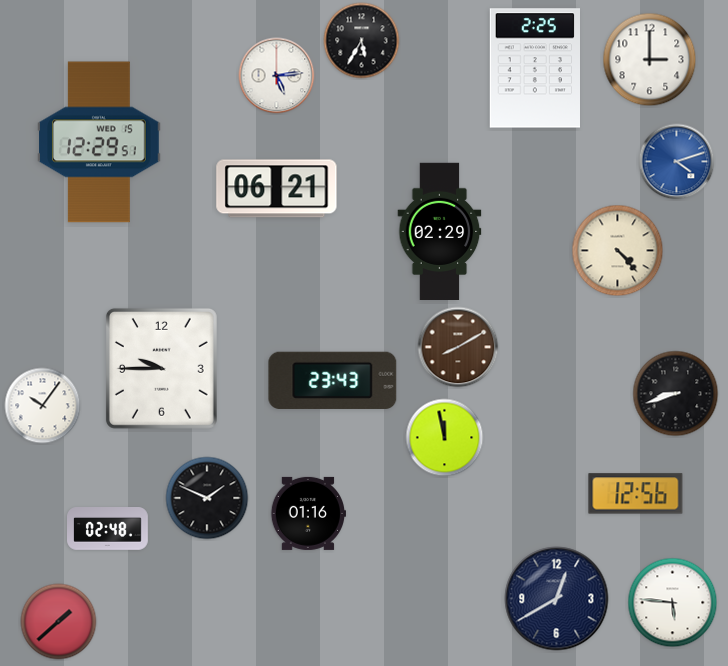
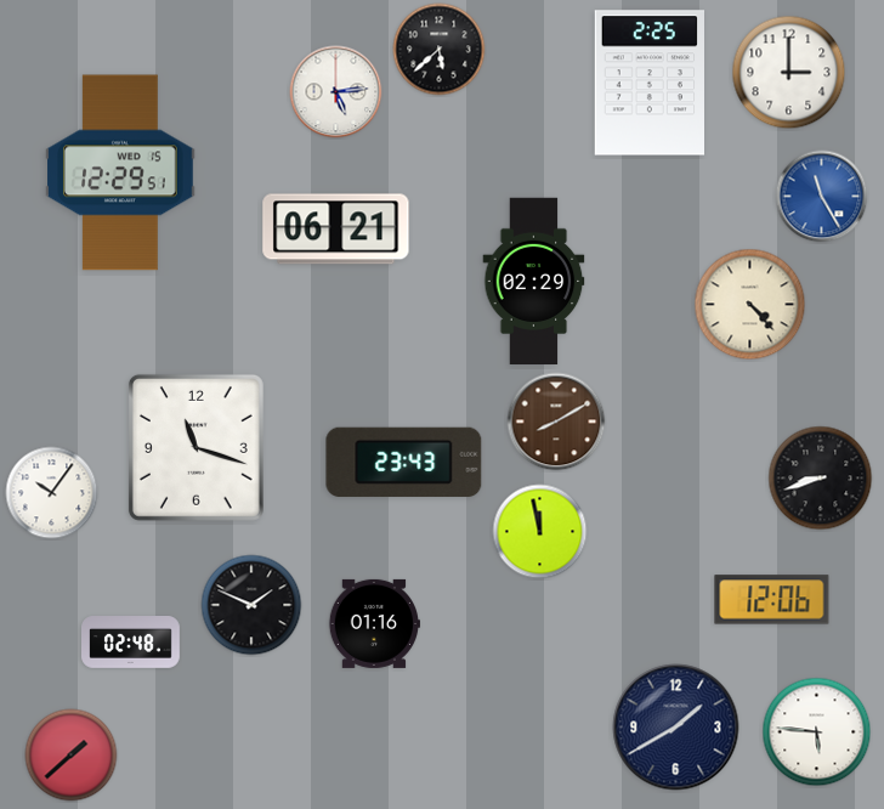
clock at (362, 41): 5:35 -> 5:38
clock at (677, 162): 4:12 -> 11:25
clock at (161, 368): 9:45 -> 11:18
clock at (636, 494): 12:56 -> 12:06
clock at (557, 599): 12:40 -> 1:40
